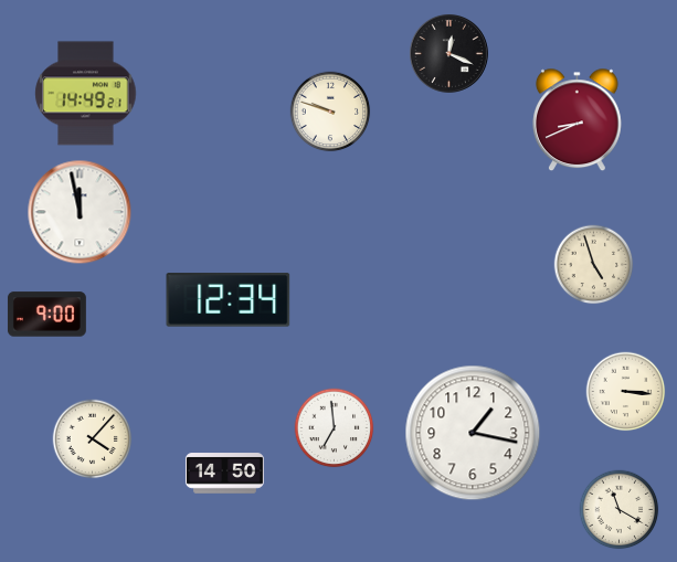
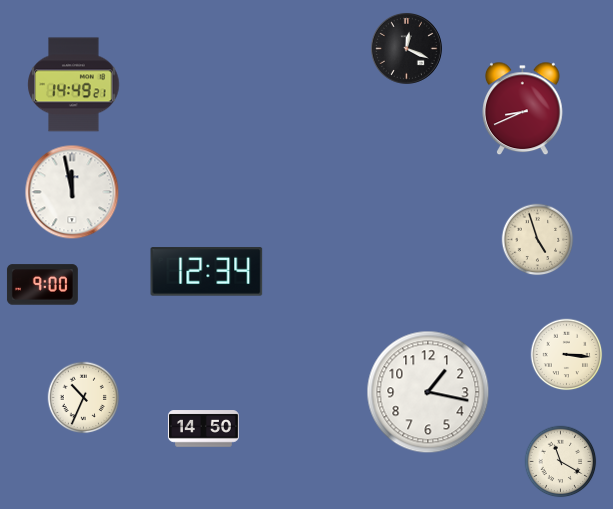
clock at (86, 94) position: (86, 94) -> (74, 85)
clock at (330, 112): 9:48 -> none
clock at (335, 428): 6:59 -> none
clock at (93, 439): 4:07 -> 10:34
